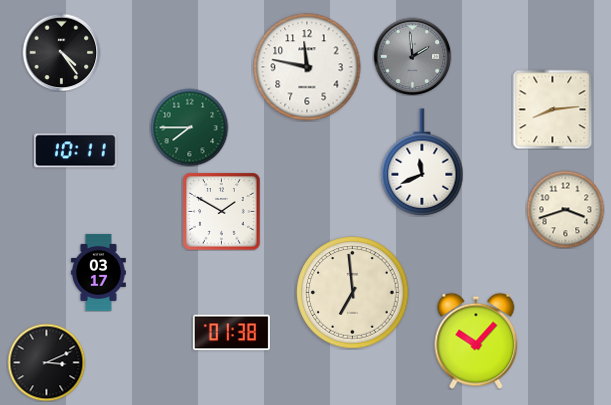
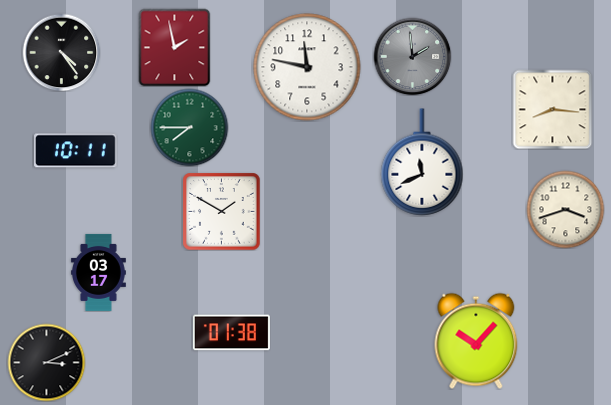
clock at (175, 47): none -> 1:58
clock at (552, 109): 8:14 -> 8:16
clock at (353, 293): 6:59 -> none
